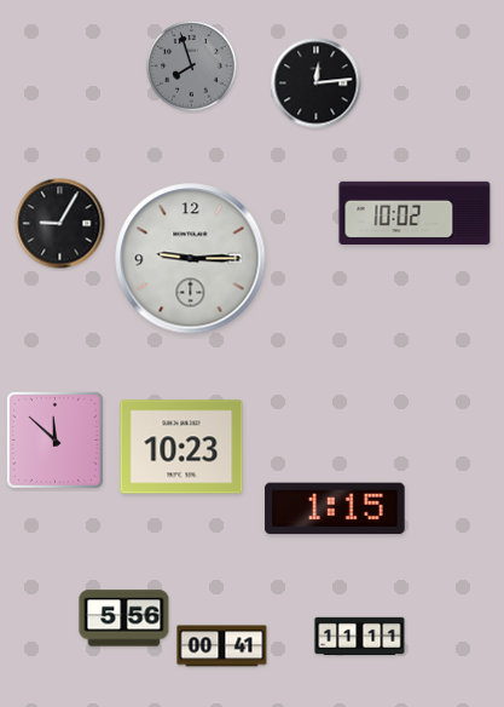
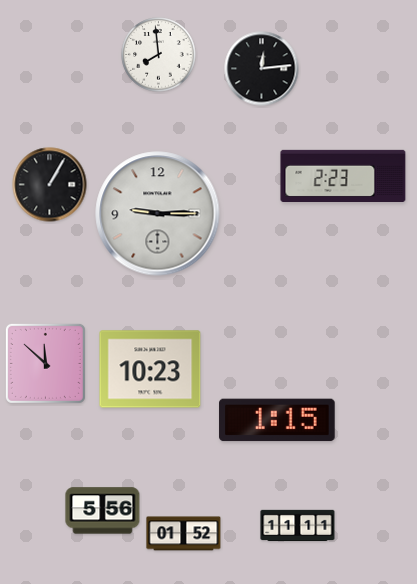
clock at (192, 67): 7:57 -> 7:59
clock at (192, 67) dial: grey -> white
clock at (415, 212): 10:02 -> 2:23
clock at (60, 224): 9:05 -> 1:05
clock at (222, 646): 00:41 -> 01:52
